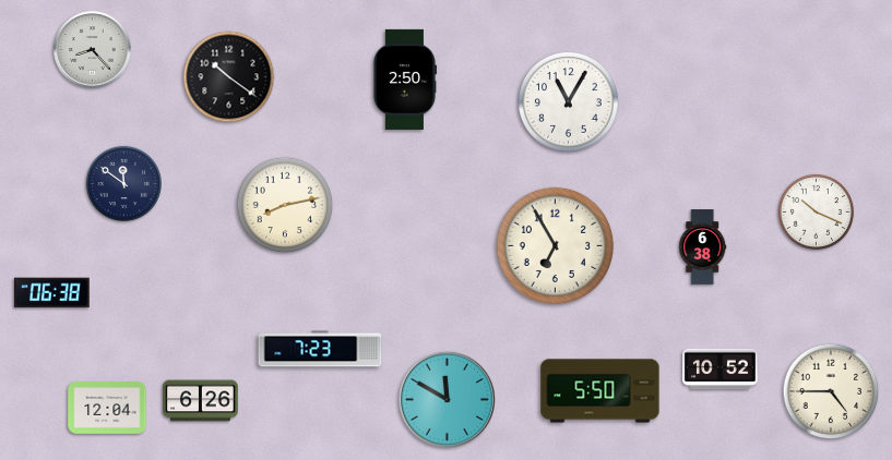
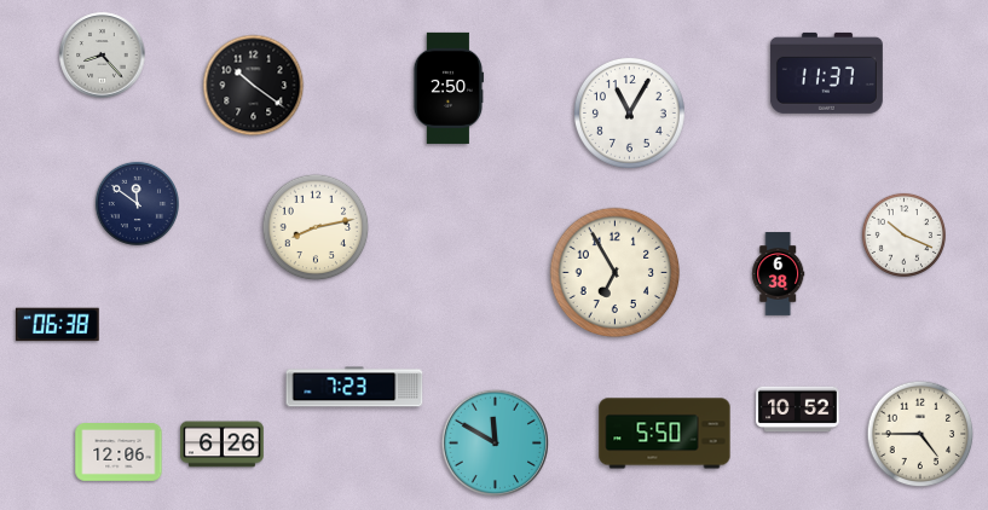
clock at (826, 73): none -> 11:37
clock at (107, 409): 12:04 -> 12:06
